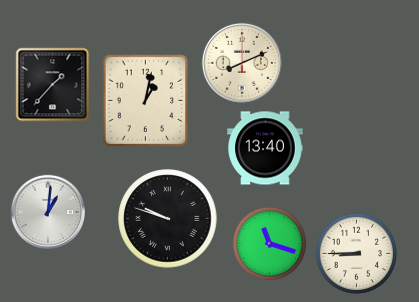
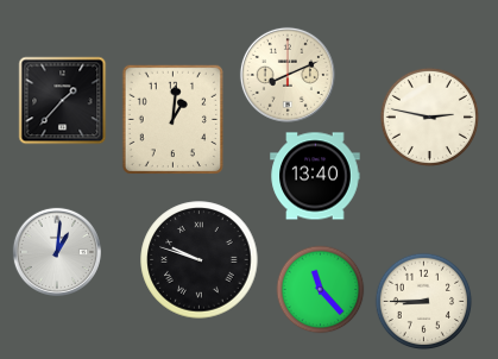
clock at (429, 116): none -> 2:47
clock at (145, 101): 1:02 -> 1:01
clock at (270, 244): 11:18 -> 11:23
